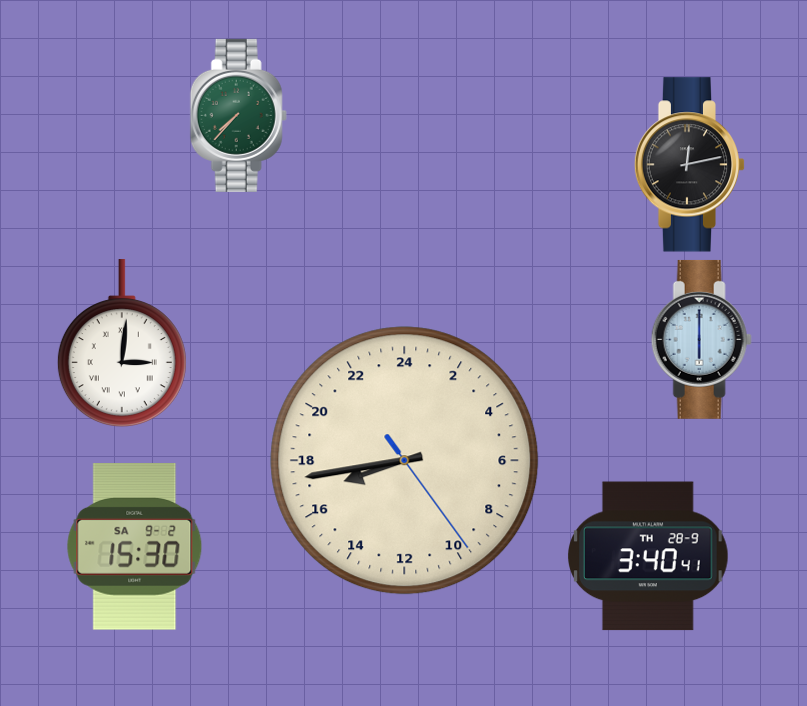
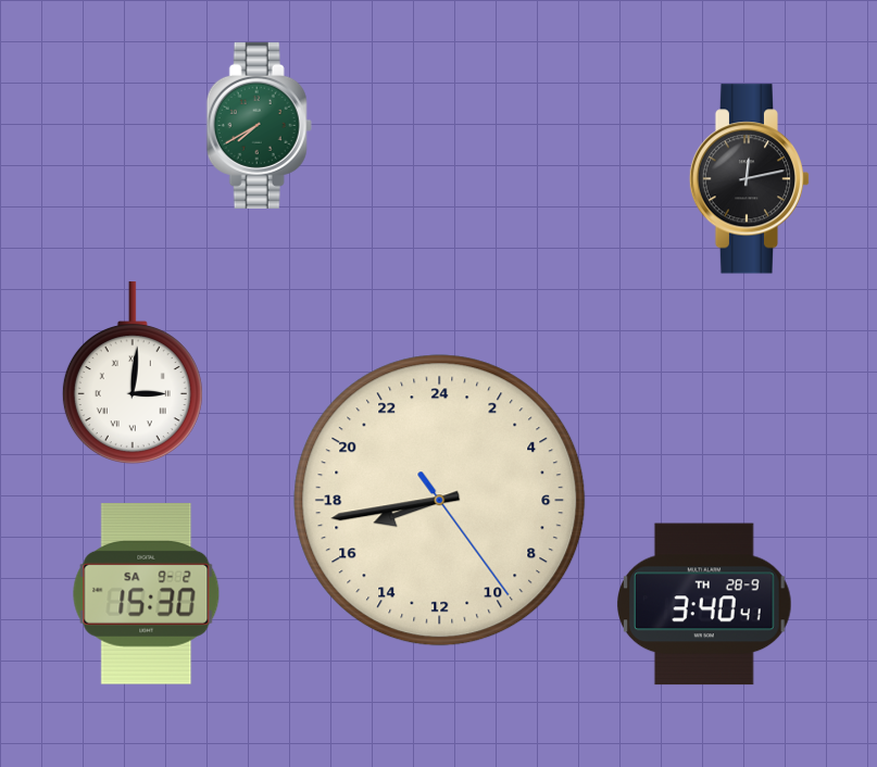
clock at (238, 115): 7:37 -> 7:40
clock at (701, 339): 6:00 -> none
